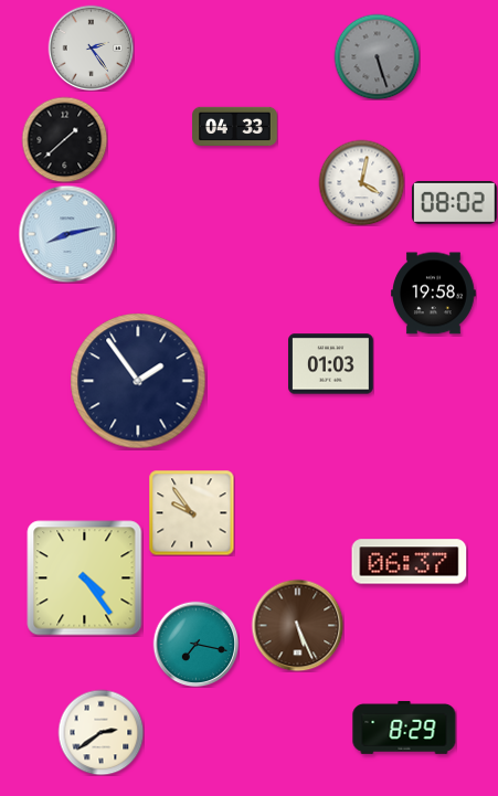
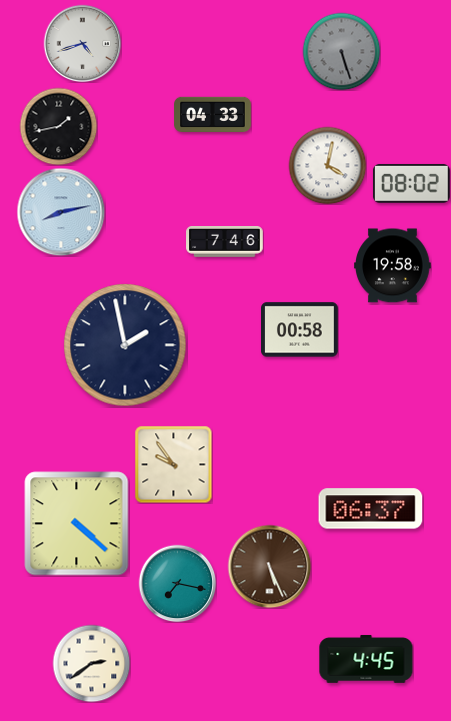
clock at (91, 47): 2:24 -> 4:42
clock at (64, 139): 1:38 -> 1:43
clock at (225, 242): none -> 7:46
clock at (331, 364): 01:03 -> 00:58
clock at (138, 381): 1:54 -> 1:58
clock at (85, 579): 4:24 -> 4:22
clock at (404, 728): 8:29 -> 4:45
